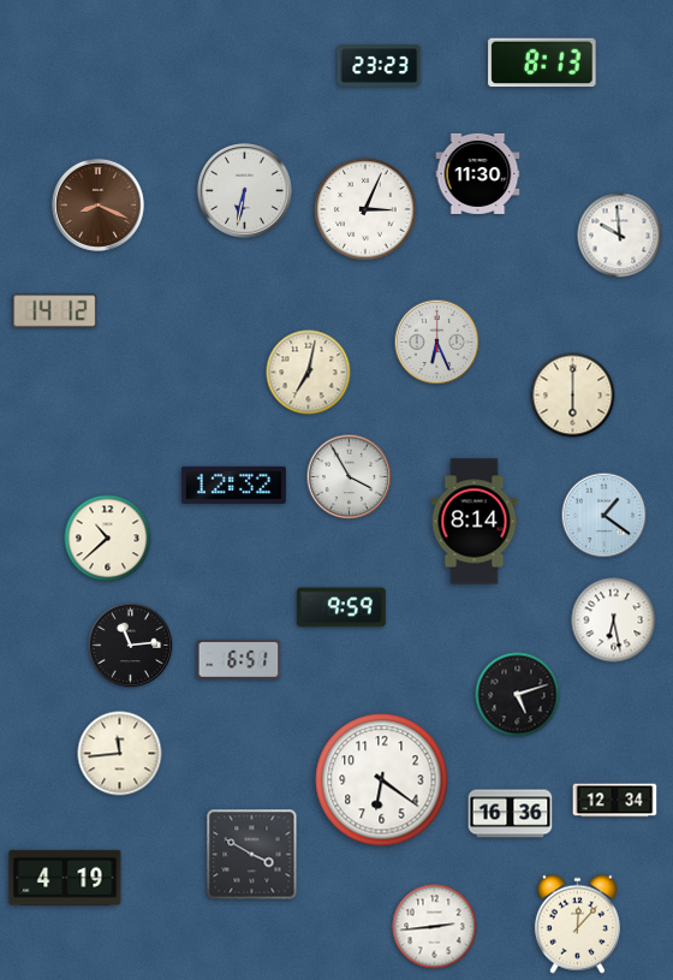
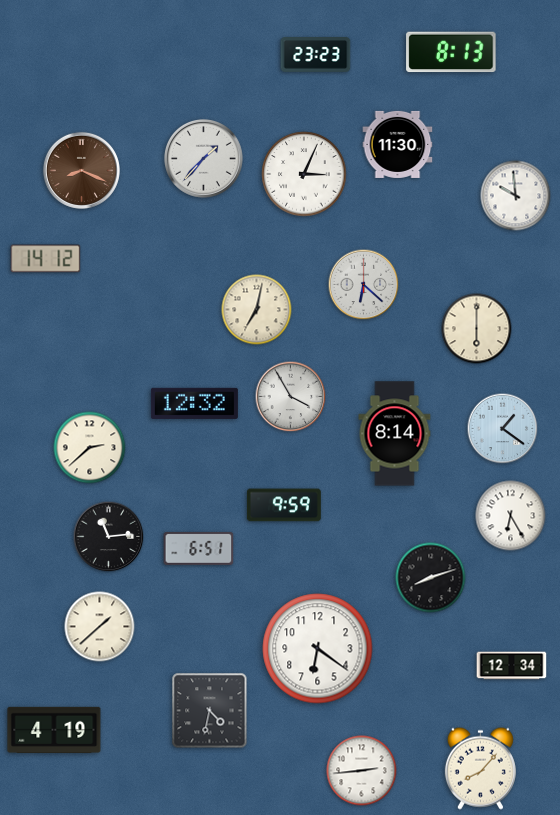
clock at (244, 190): 6:32 -> 1:37
clock at (437, 343): 6:26 -> 6:22
clock at (108, 539): 10:38 -> 2:38
clock at (614, 620): 6:28 -> 6:25
clock at (518, 695): 5:12 -> 8:12
clock at (120, 754): 11:44 -> 1:38
clock at (511, 814): 16:36 -> none
clock at (252, 855): 3:50 -> 4:32
clock at (577, 923): 12:07 -> 8:07
